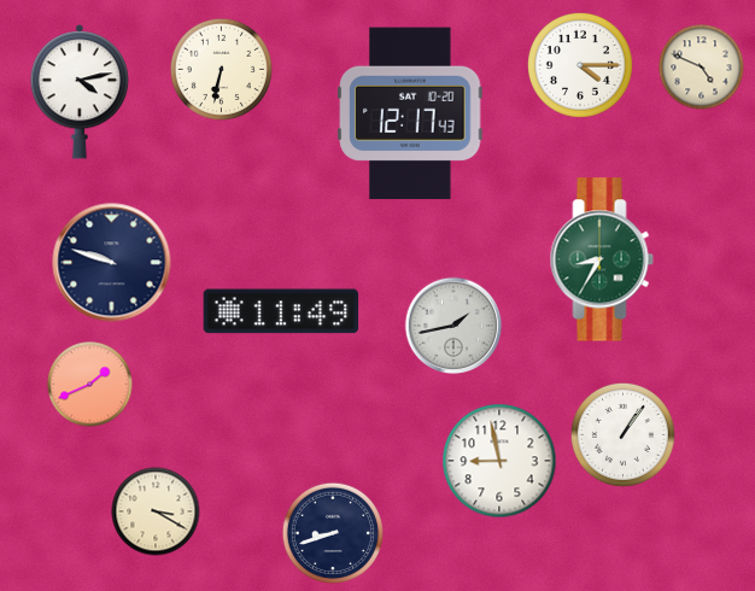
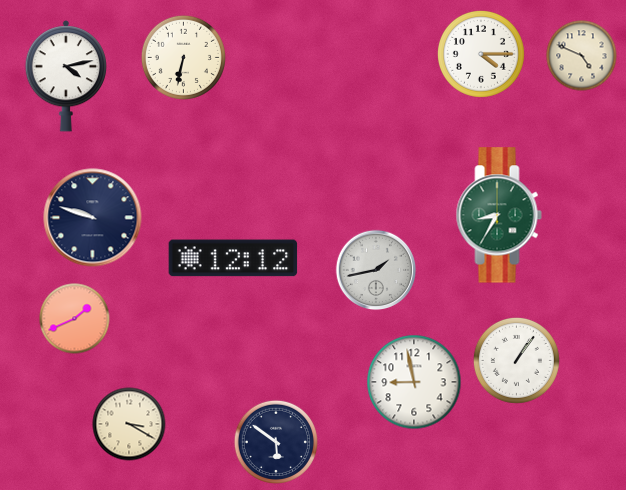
clock at (410, 113): 12:17 -> none
clock at (281, 311): 11:49 -> 12:12
clock at (332, 532): 8:42 -> 5:51
